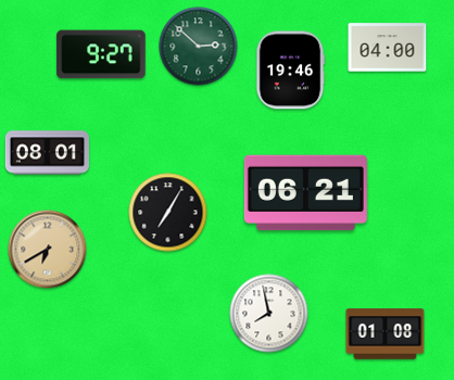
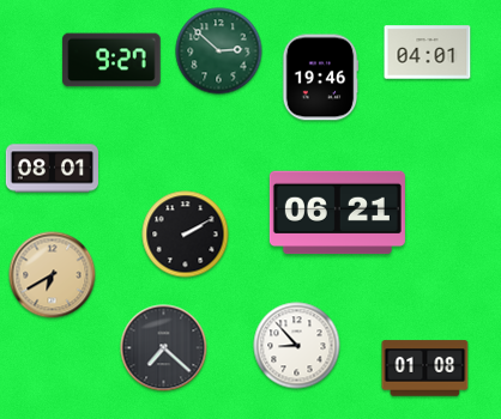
clock at (388, 48): 04:00 -> 04:01
clock at (168, 213): 7:05 -> 2:10
clock at (269, 314): 7:58 -> 8:53
clock at (164, 348): none -> 7:22
